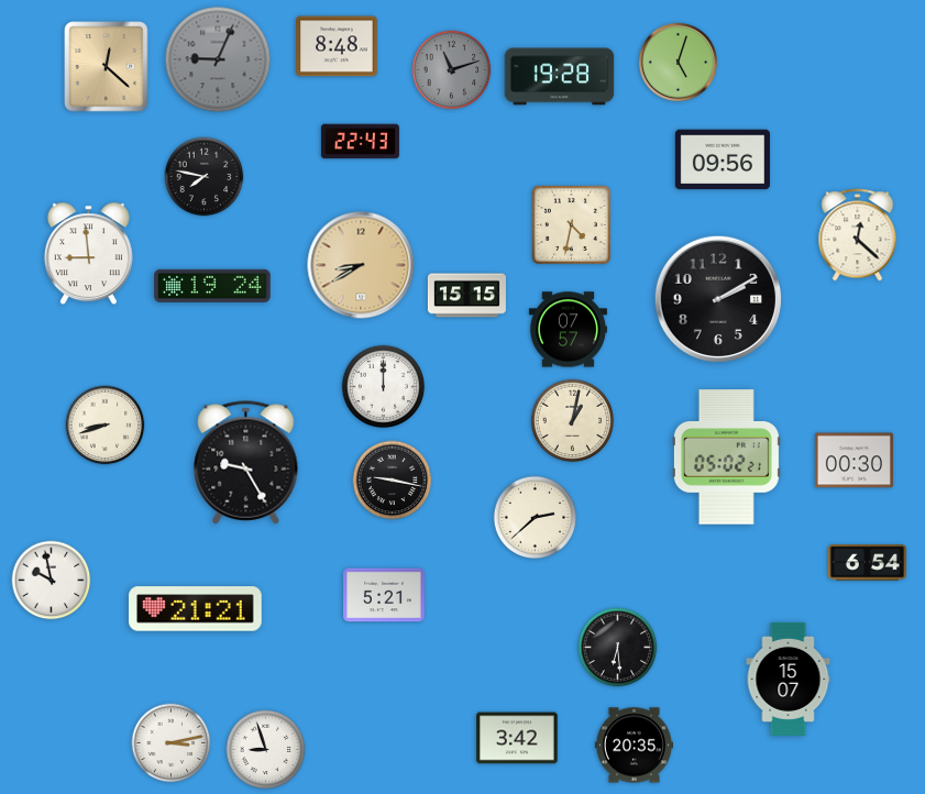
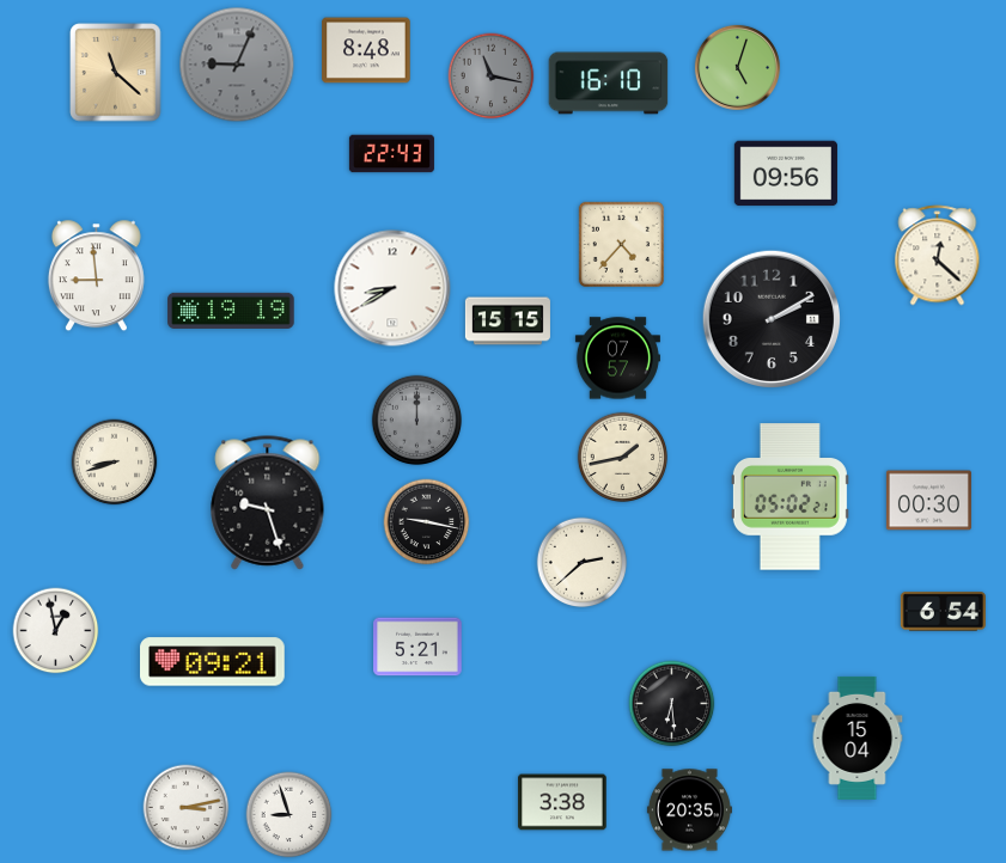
clock at (107, 67): 12:22 -> 11:22
clock at (452, 70): 11:12 -> 11:17
clock at (560, 77): 19:28 -> 16:10
clock at (205, 177): 7:47 -> none
clock at (571, 224): 4:32 -> 4:37
clock at (858, 235) position: (858, 235) -> (938, 256)
clock at (361, 265) dial: champagne -> white
clock at (212, 286): 19:24 -> 19:19
clock at (717, 298) position: (717, 298) -> (770, 318)
clock at (384, 387) dial: white -> grey
clock at (573, 421): 1:02 -> 1:43
clock at (246, 463): 9:25 -> 9:27
clock at (52, 581): 9:58 -> 12:58
clock at (196, 609): 21:21 -> 09:21
clock at (789, 679): 15:07 -> 15:04
clock at (517, 738): 3:42 -> 3:38
